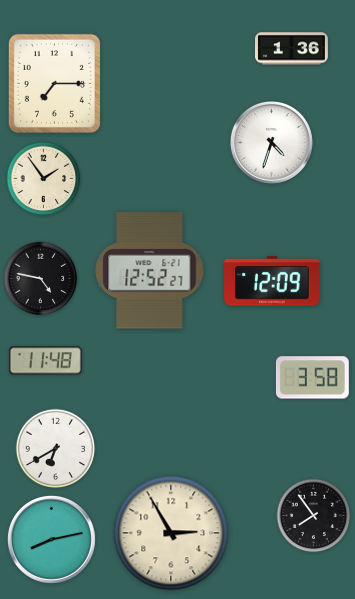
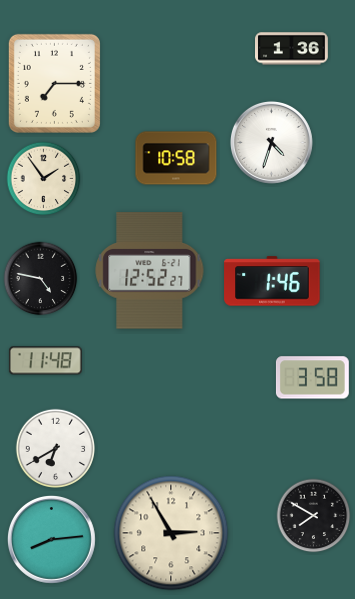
clock at (176, 158): none -> 10:58
clock at (272, 281): 12:09 -> 1:46
clock at (314, 516): 7:54 -> 7:50
clock at (52, 540): 8:13 -> 8:14
